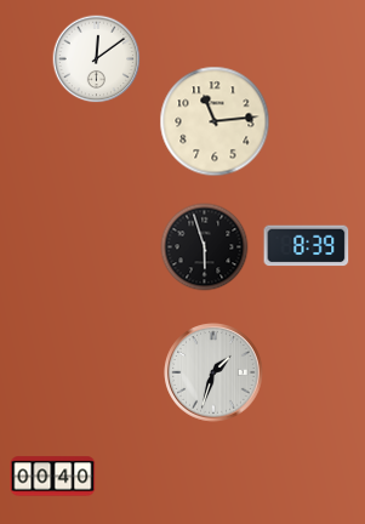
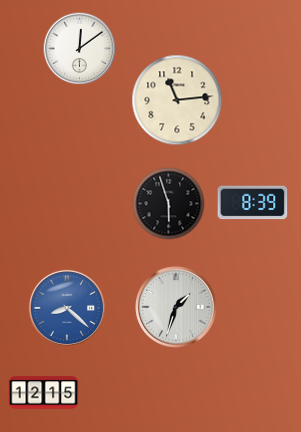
clock at (67, 308): none -> 8:22
clock at (53, 477): 00:40 -> 12:15
